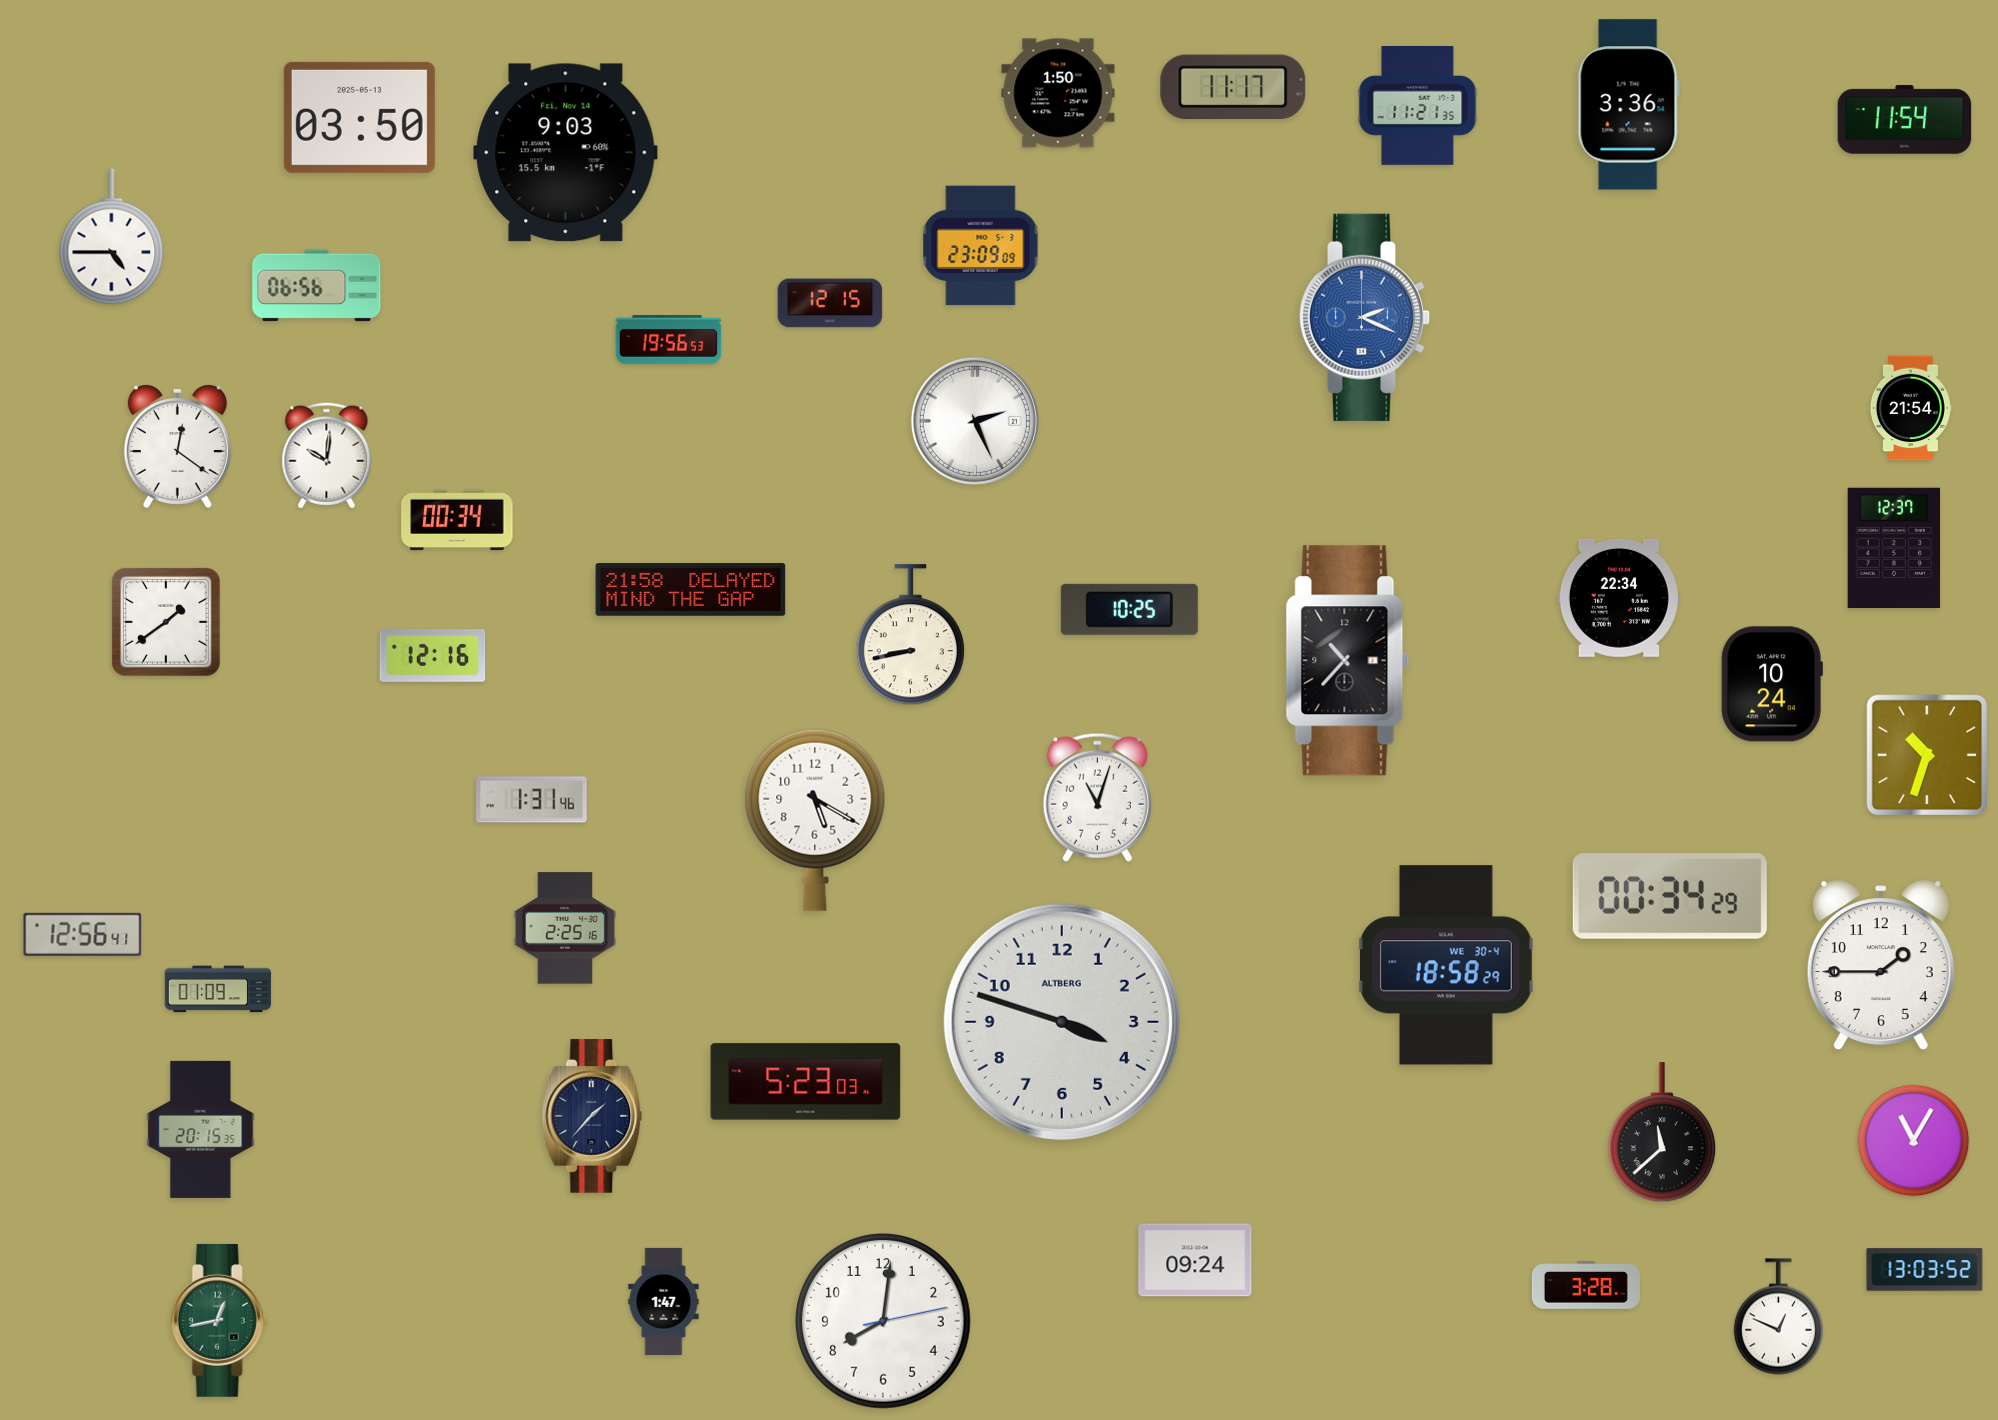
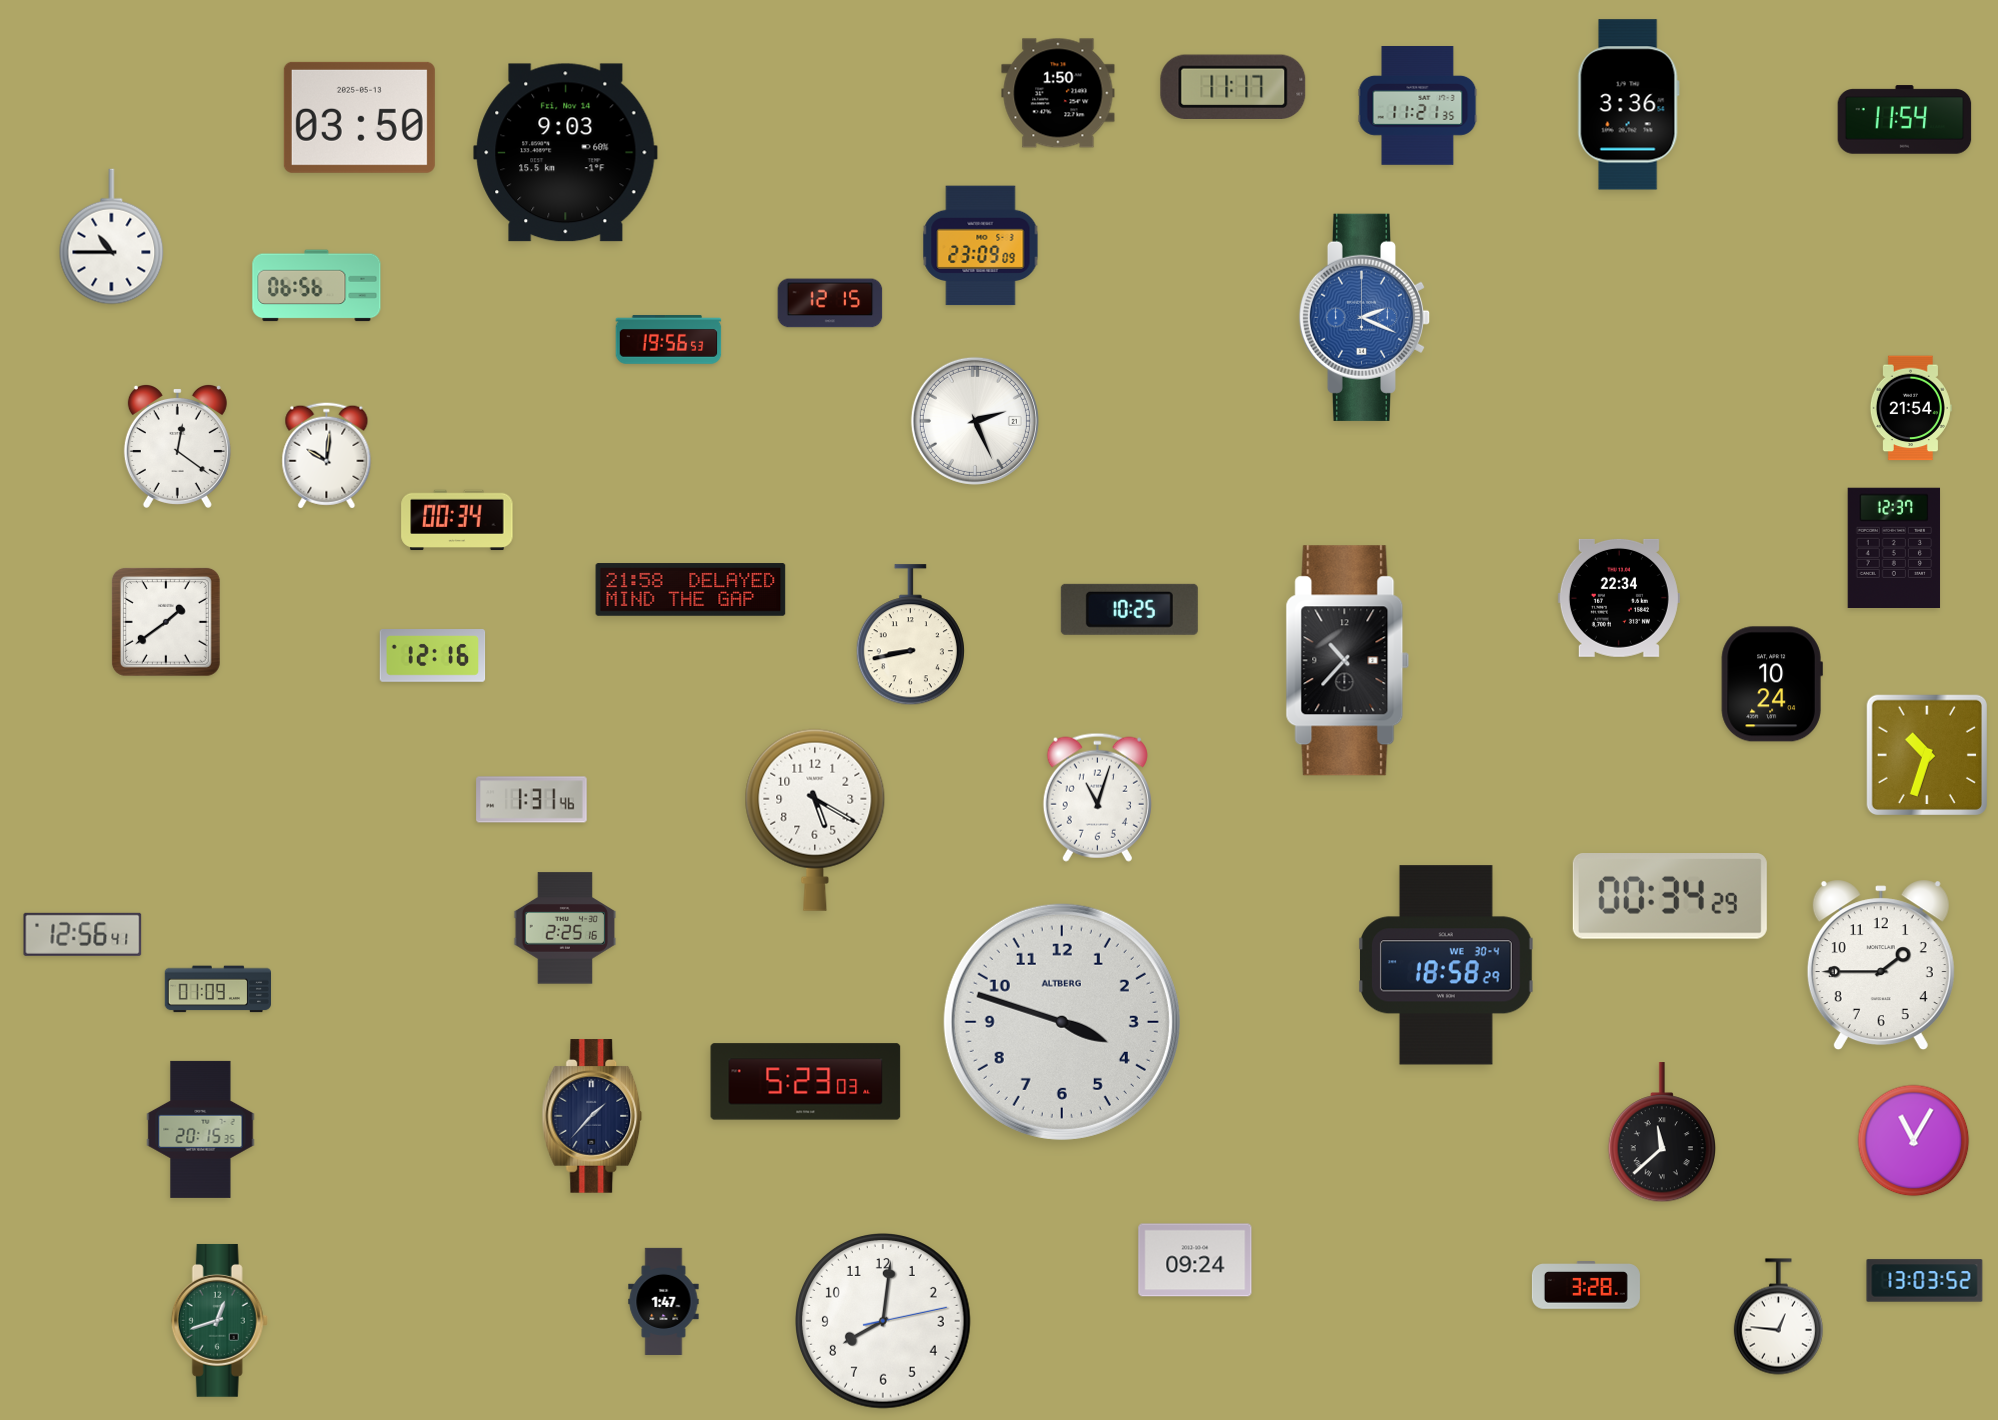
clock at (112, 237): 4:45 -> 10:45
clock at (1925, 1270) position: (1925, 1270) -> (1925, 1281)
clock at (1778, 1317): 12:49 -> 12:46
clock at (219, 1320): 12:43 -> 12:42
